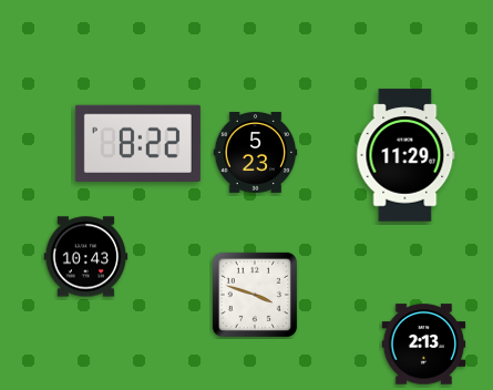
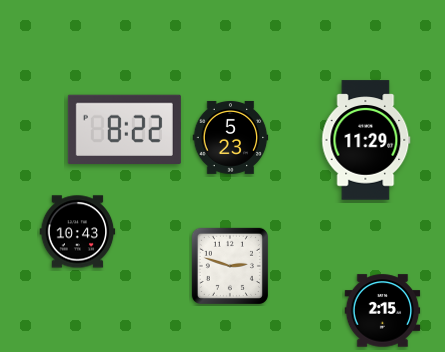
clock at (255, 295): 3:48 -> 2:48
clock at (424, 345): 2:13 -> 2:15
